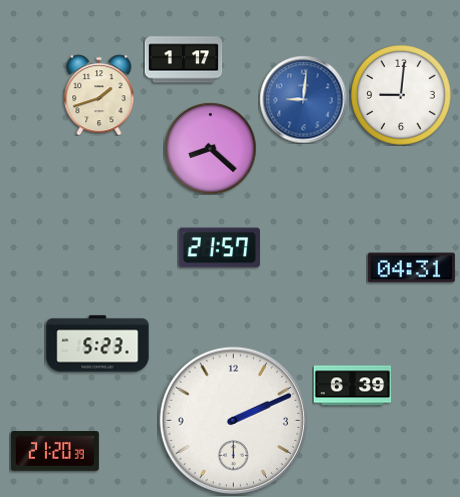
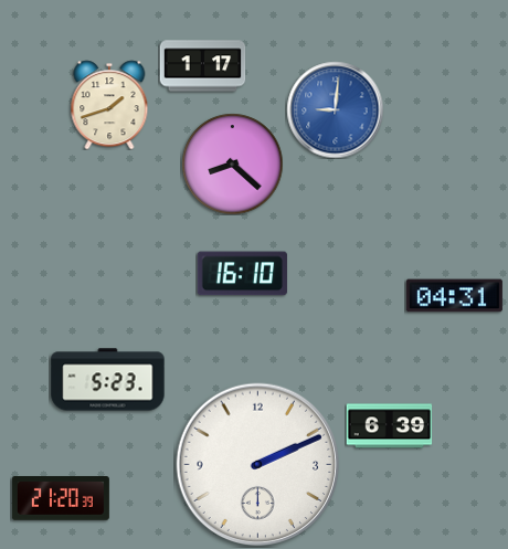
clock at (402, 96): 9:01 -> none
clock at (219, 248): 21:57 -> 16:10
